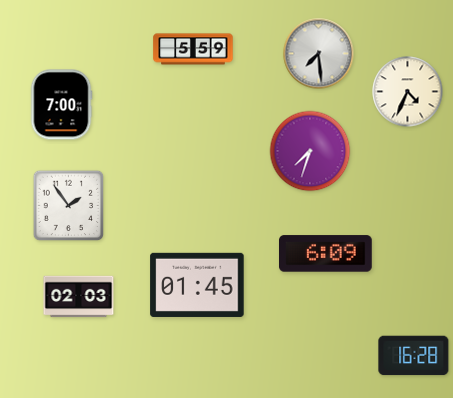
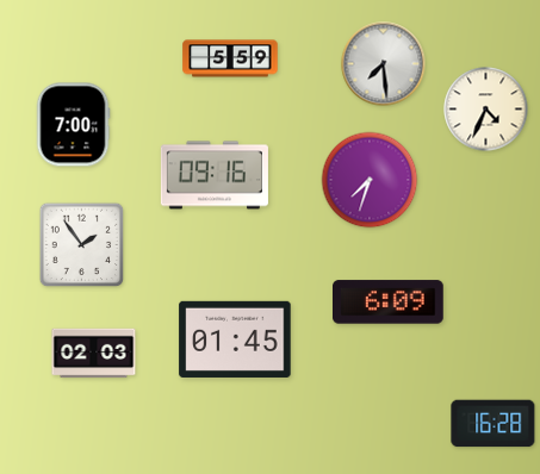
clock at (319, 54) position: (319, 54) -> (384, 64)
clock at (215, 175): none -> 09:16
